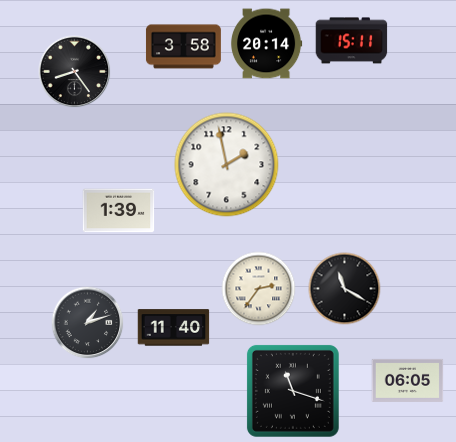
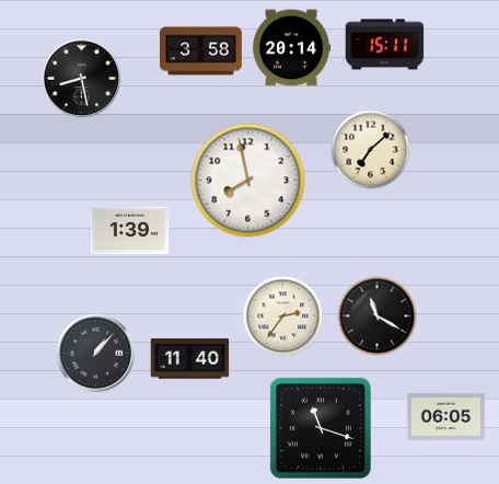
clock at (75, 72): 8:24 -> 8:28
clock at (371, 150): none -> 7:08
clock at (227, 165): 1:58 -> 7:58
clock at (88, 323): 1:12 -> 1:07
